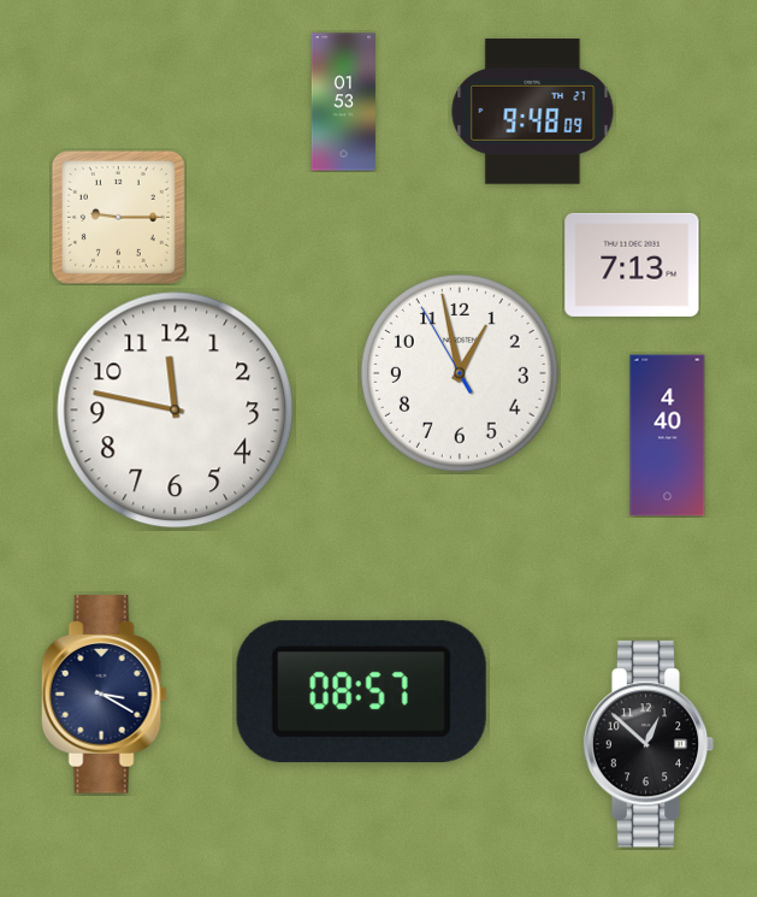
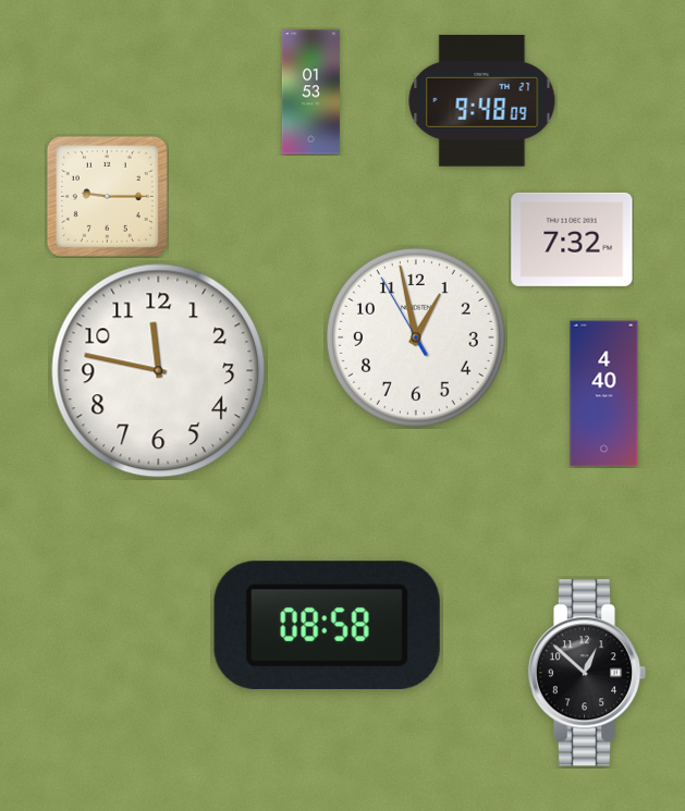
clock at (632, 265): 7:13 -> 7:32
clock at (361, 692): 08:57 -> 08:58
clock at (104, 695): 3:20 -> none
